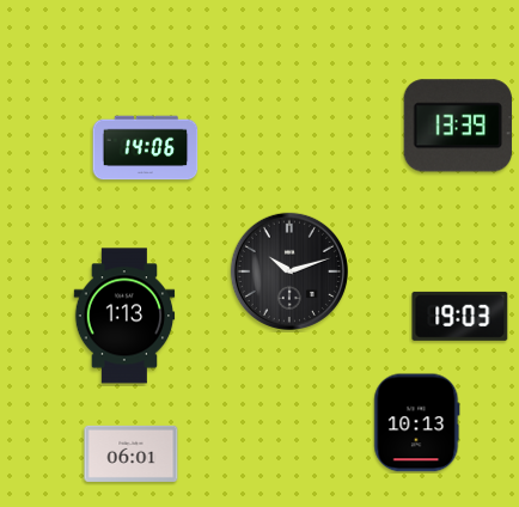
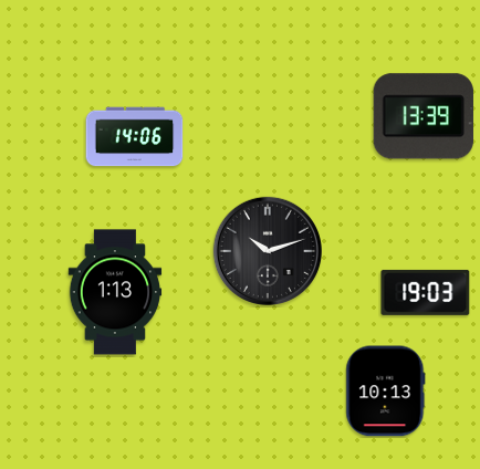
clock at (132, 453): 06:01 -> none
